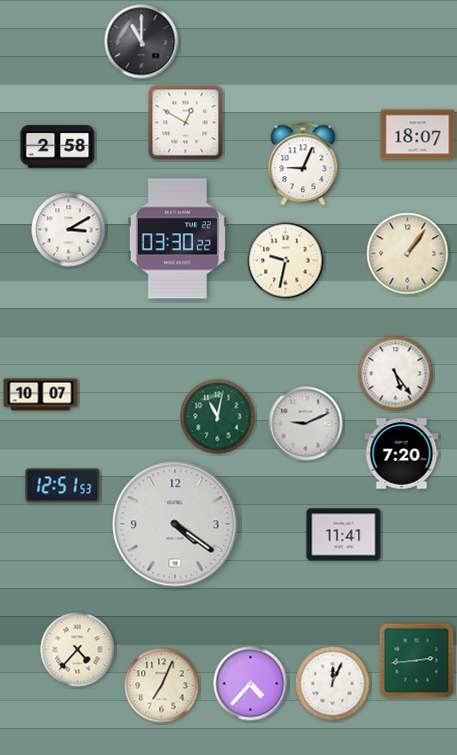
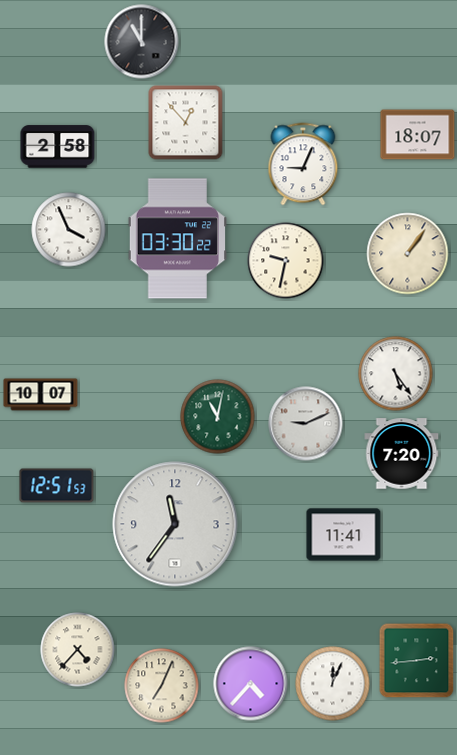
clock at (186, 123): 12:50 -> 12:53
clock at (69, 230): 3:10 -> 3:56
clock at (63, 486) position: (63, 486) -> (57, 486)
clock at (175, 524): 4:21 -> 11:36
